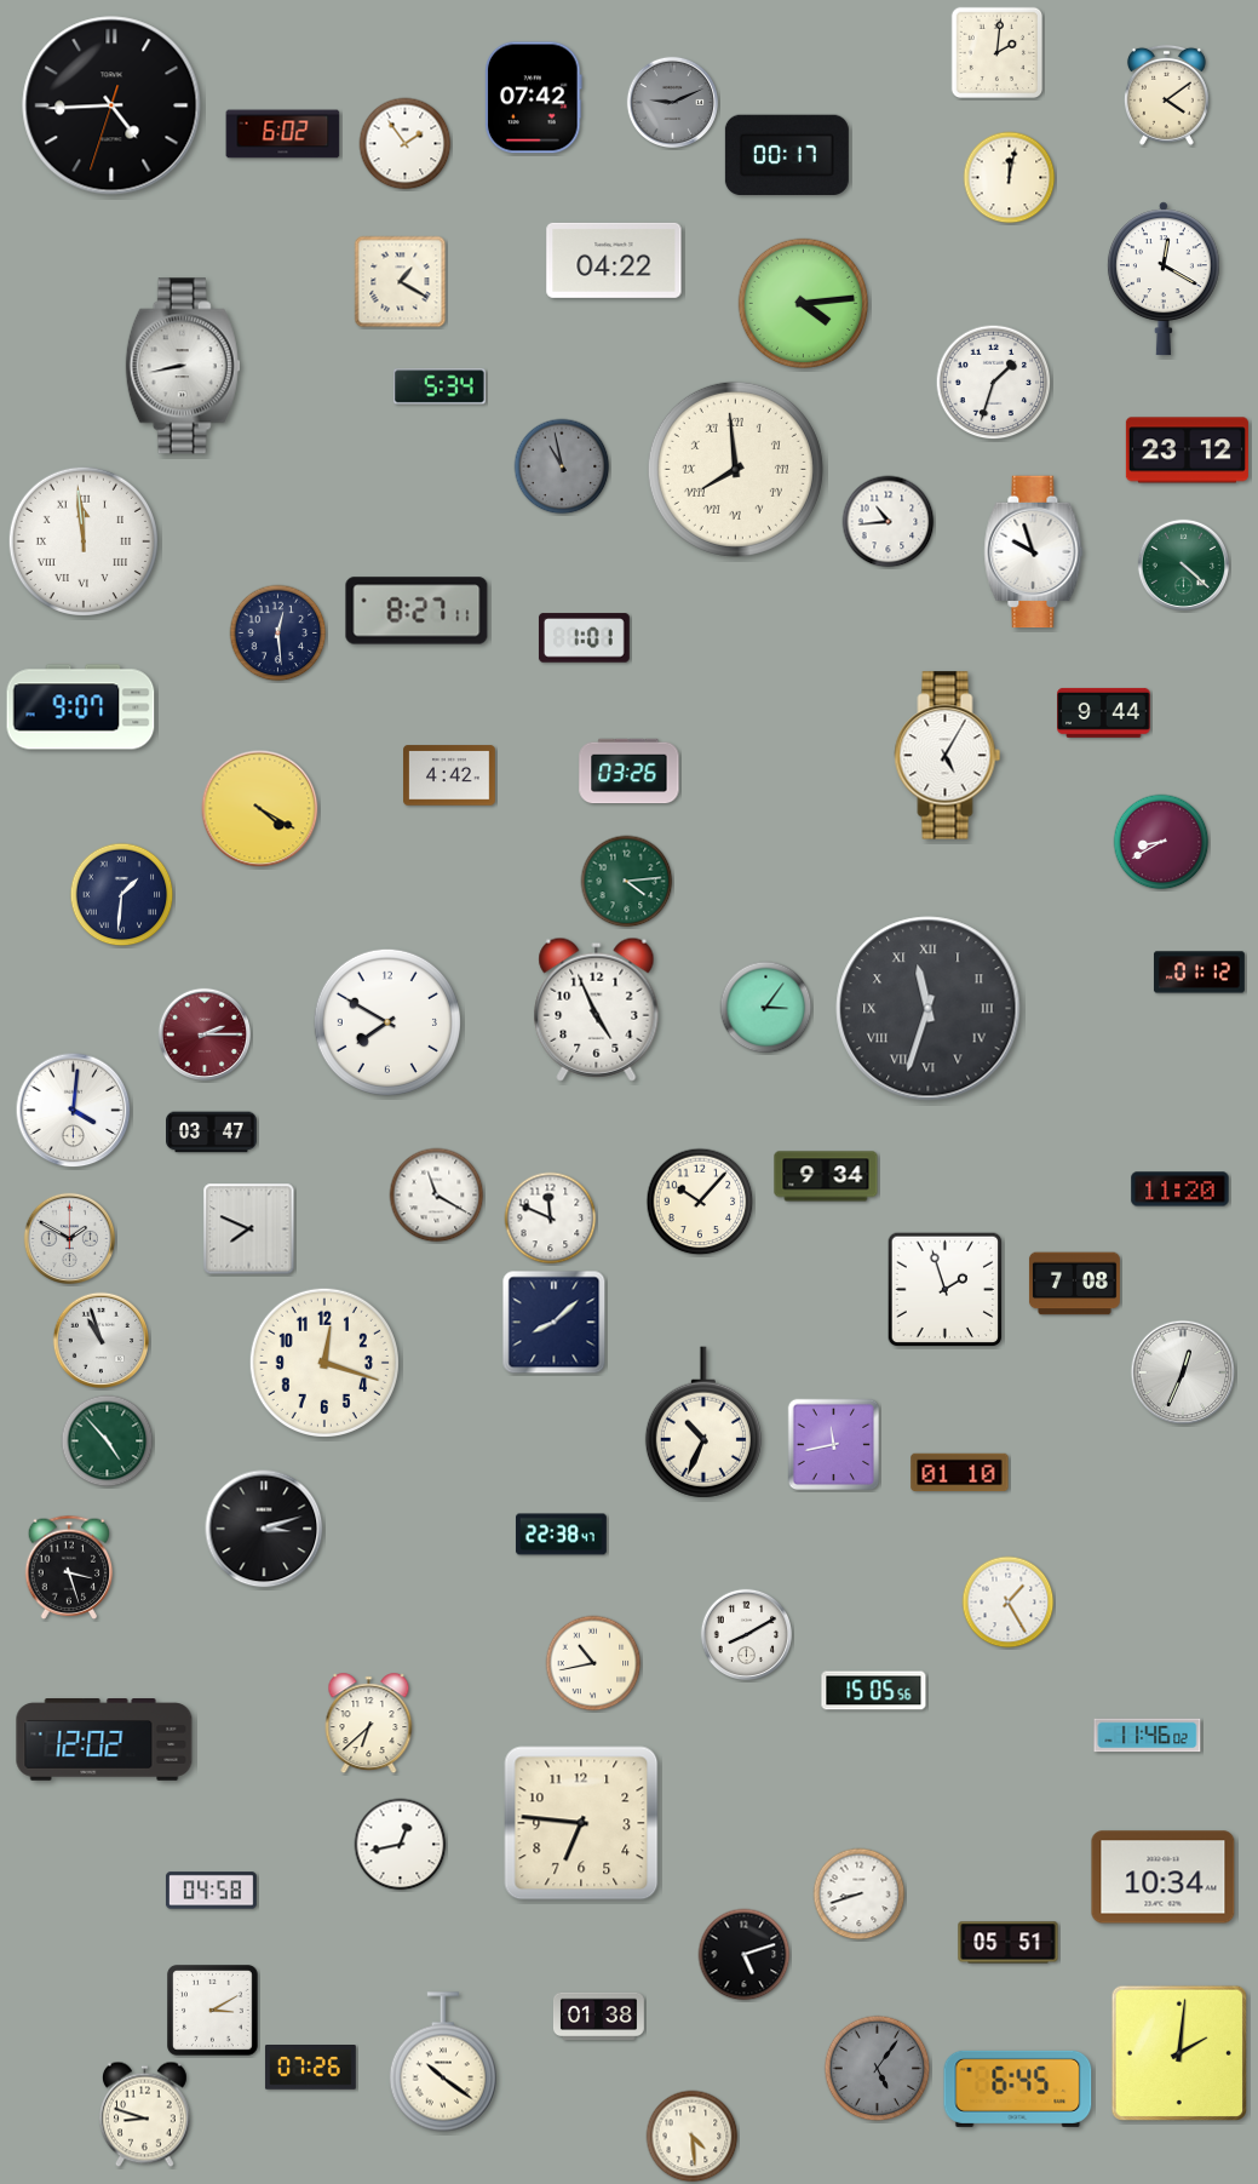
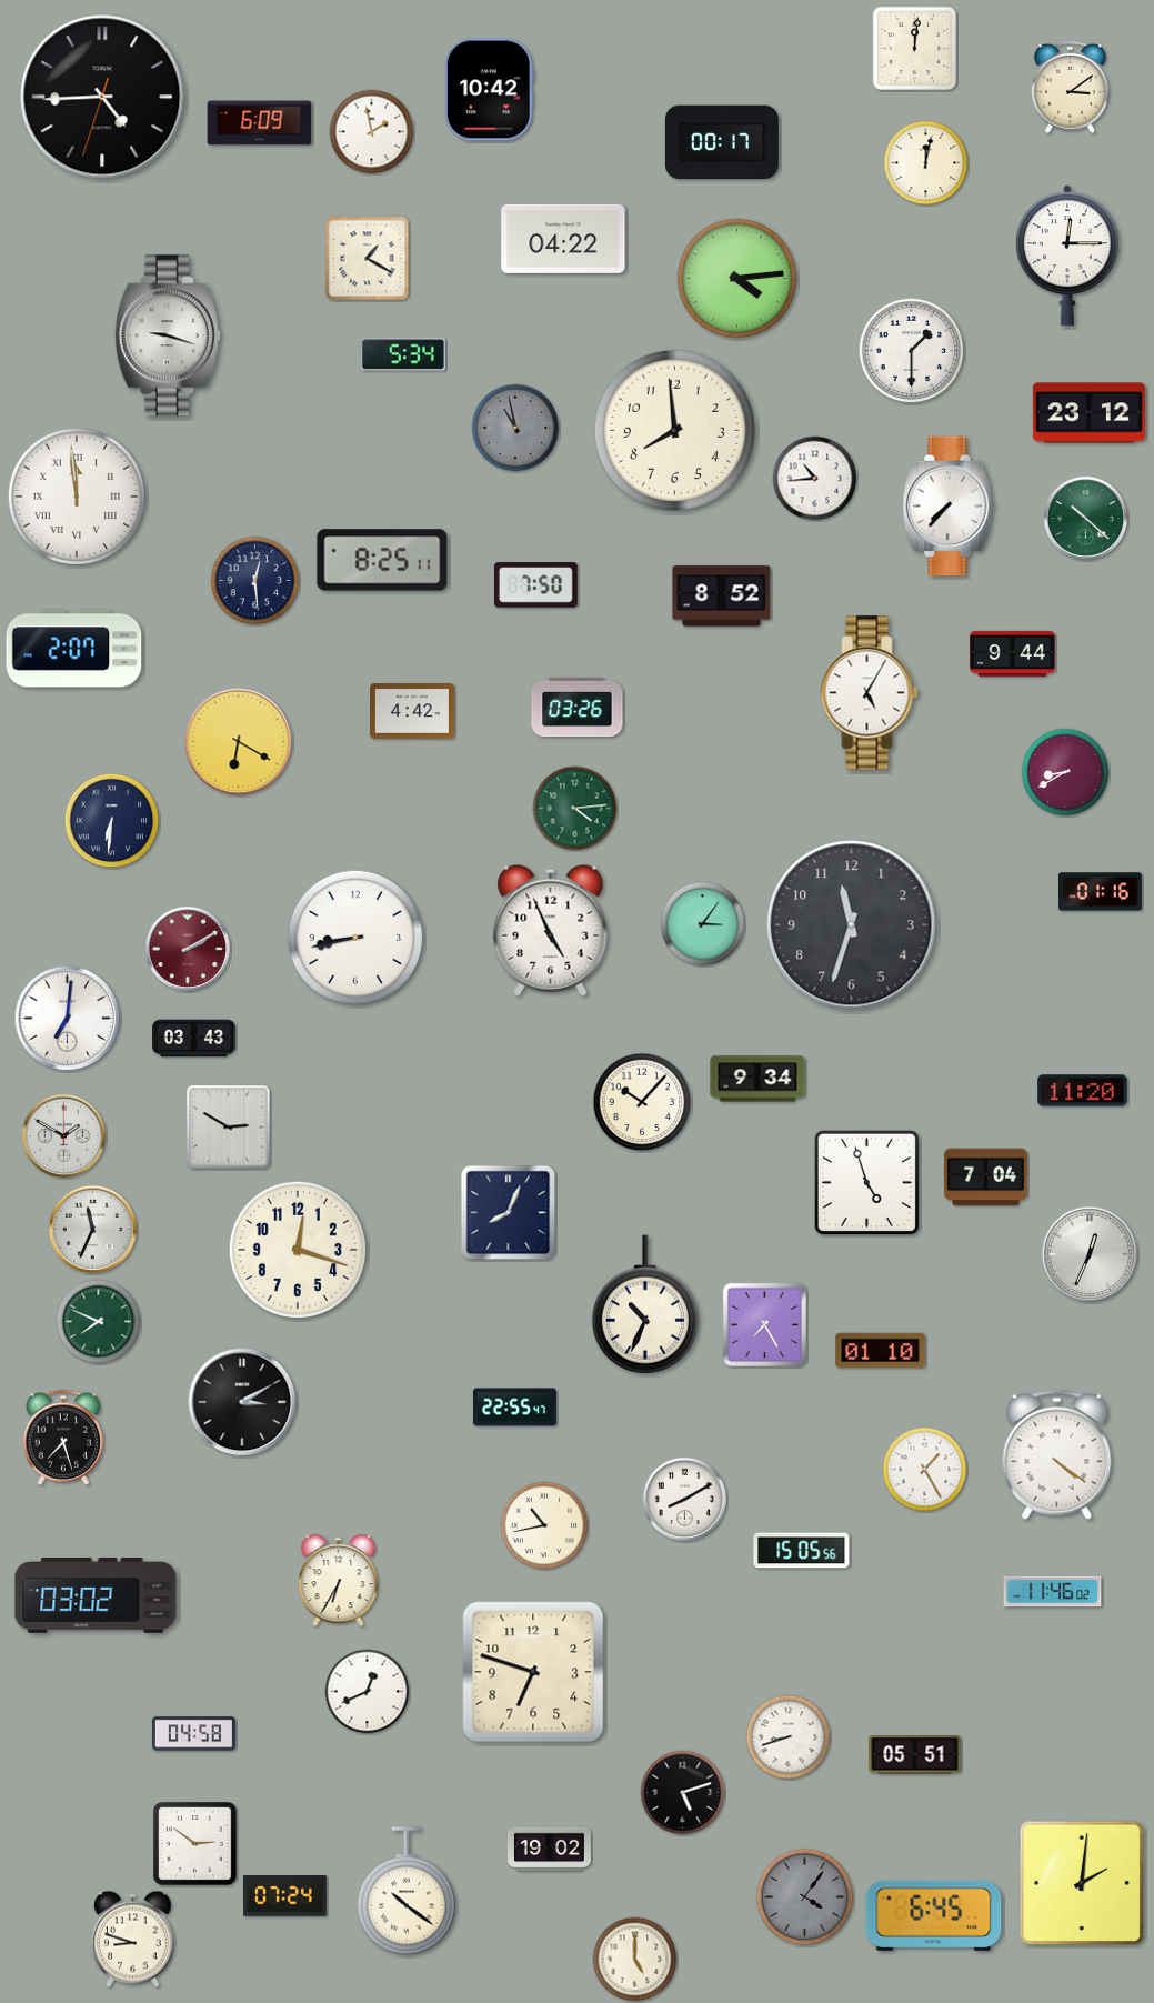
clock at (998, 53): 2:01 -> 12:01
clock at (1166, 94): 4:09 -> 3:09
clock at (534, 98): 07:42 -> 10:42
clock at (673, 103): 9:11 -> none
clock at (283, 134): 6:02 -> 6:09
clock at (406, 144): 1:54 -> 1:58
clock at (1164, 279): 12:20 -> 12:15
clock at (183, 366): 8:43 -> 9:18
clock at (994, 383): 1:33 -> 1:30
clock at (735, 469) numerals: Roman -> Arabic
clock at (1034, 552): 9:57 -> 7:37
clock at (1184, 566): 4:22 -> 10:22
clock at (417, 611): 8:27 -> 8:25
clock at (584, 638): 1:01 -> 7:50
clock at (722, 597): none -> 8:52
clock at (81, 707): 9:07 -> 2:07
clock at (260, 809): 4:20 -> 6:20
clock at (122, 895): 1:31 -> 6:31
clock at (1199, 973): 01:12 -> 01:16
clock at (597, 1009) position: (597, 1009) -> (551, 930)
clock at (929, 1009) numerals: Roman -> Arabic
clock at (387, 1022): 7:50 -> 8:43
clock at (205, 1034): 2:15 -> 2:10
clock at (74, 1111): 4:01 -> 7:01
clock at (212, 1133): 03:47 -> 03:43
clock at (437, 1196): 11:20 -> none
clock at (551, 1219): 11:49 -> none
clock at (249, 1229): 7:49 -> 2:50
clock at (1074, 1284): 7:08 -> 7:04
clock at (946, 1290): 1:57 -> 4:57
clock at (555, 1323): 8:08 -> 8:04
clock at (102, 1341): 10:57 -> 11:34
clock at (1183, 1372) position: (1183, 1372) -> (1090, 1254)
clock at (108, 1441): 4:53 -> 7:49
clock at (834, 1445): 11:43 -> 7:25
clock at (264, 1529): 3:12 -> 3:10
clock at (562, 1535): 22:38 -> 22:55
clock at (69, 1567): 3:27 -> 7:27
clock at (1057, 1454): none -> 4:21
clock at (369, 1724): 6:38 -> 6:35
clock at (104, 1739): 12:02 -> 03:02
clock at (581, 1823): 6:46 -> 6:48
clock at (401, 1845): 12:43 -> 12:41
clock at (1164, 1878): 10:34 -> none
clock at (1009, 1943) position: (1009, 1943) -> (915, 1755)
clock at (213, 2011): 3:10 -> 2:51
clock at (599, 2017): 01:38 -> 19:02
clock at (310, 2068): 07:26 -> 07:24
clock at (878, 2069): 5:06 -> 4:06
clock at (693, 2137): 4:29 -> 5:00
